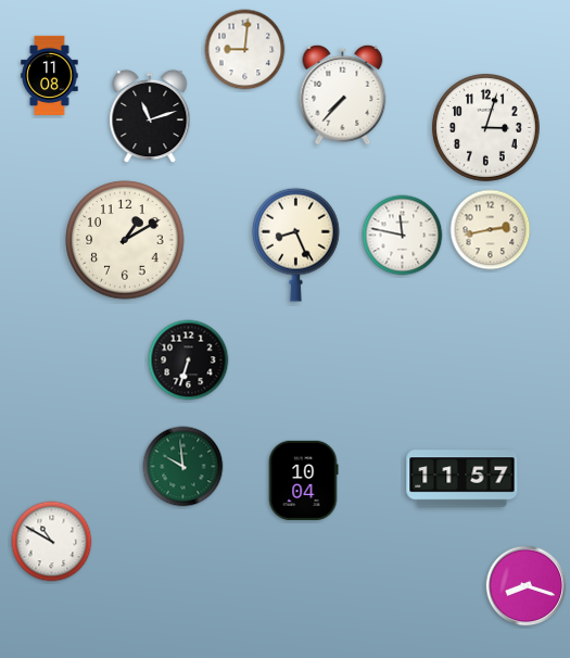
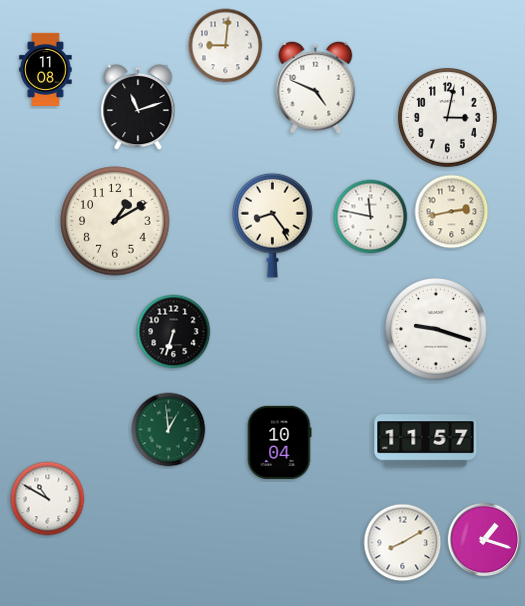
clock at (343, 94): 7:37 -> 4:49
clock at (485, 127): 3:03 -> 3:02
clock at (296, 244): 8:26 -> 8:24
clock at (437, 330): none -> 9:18
clock at (183, 467): 9:59 -> 12:59
clock at (527, 586): 8:18 -> 1:18
clock at (403, 543): none -> 8:10
